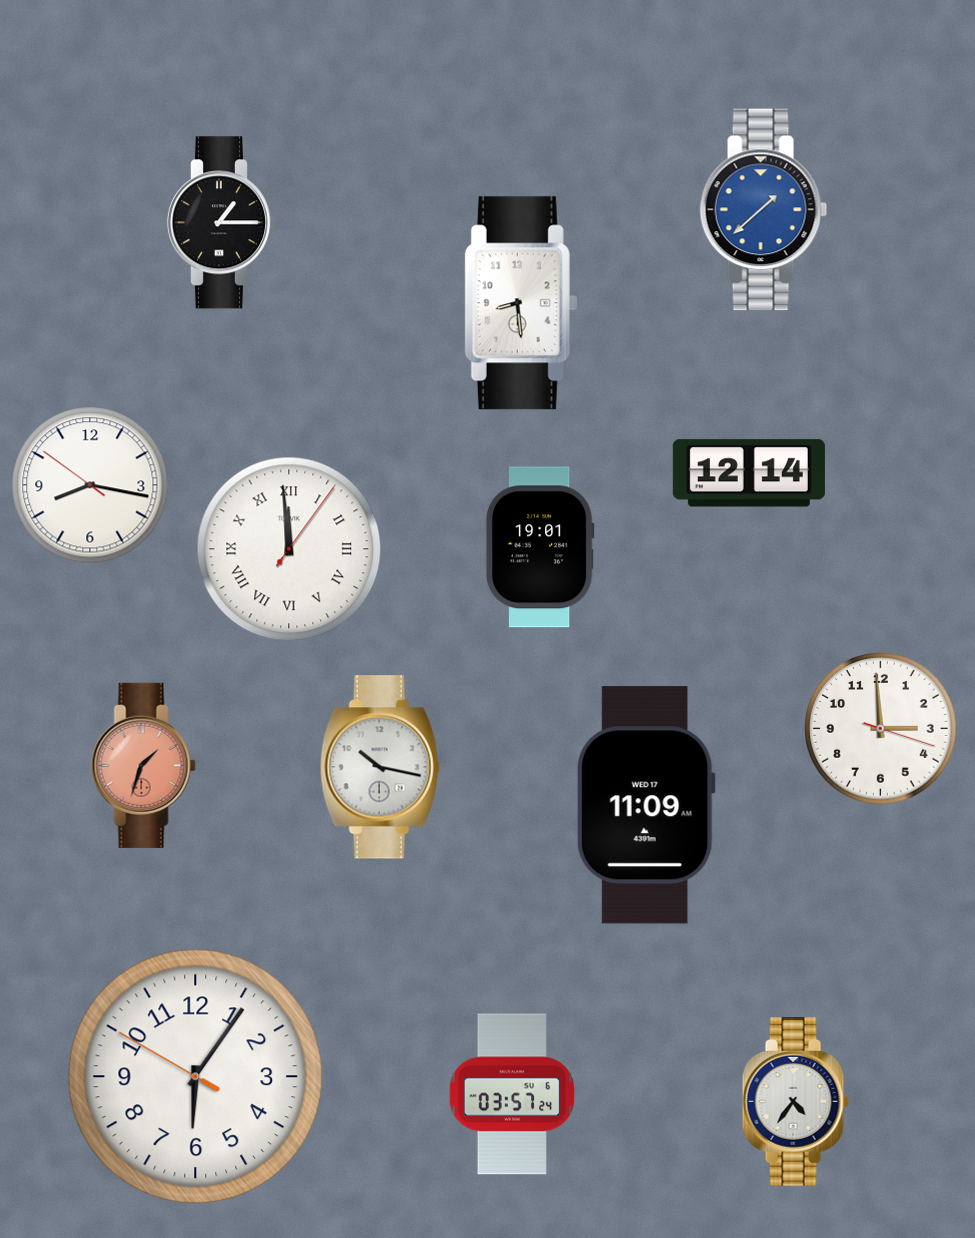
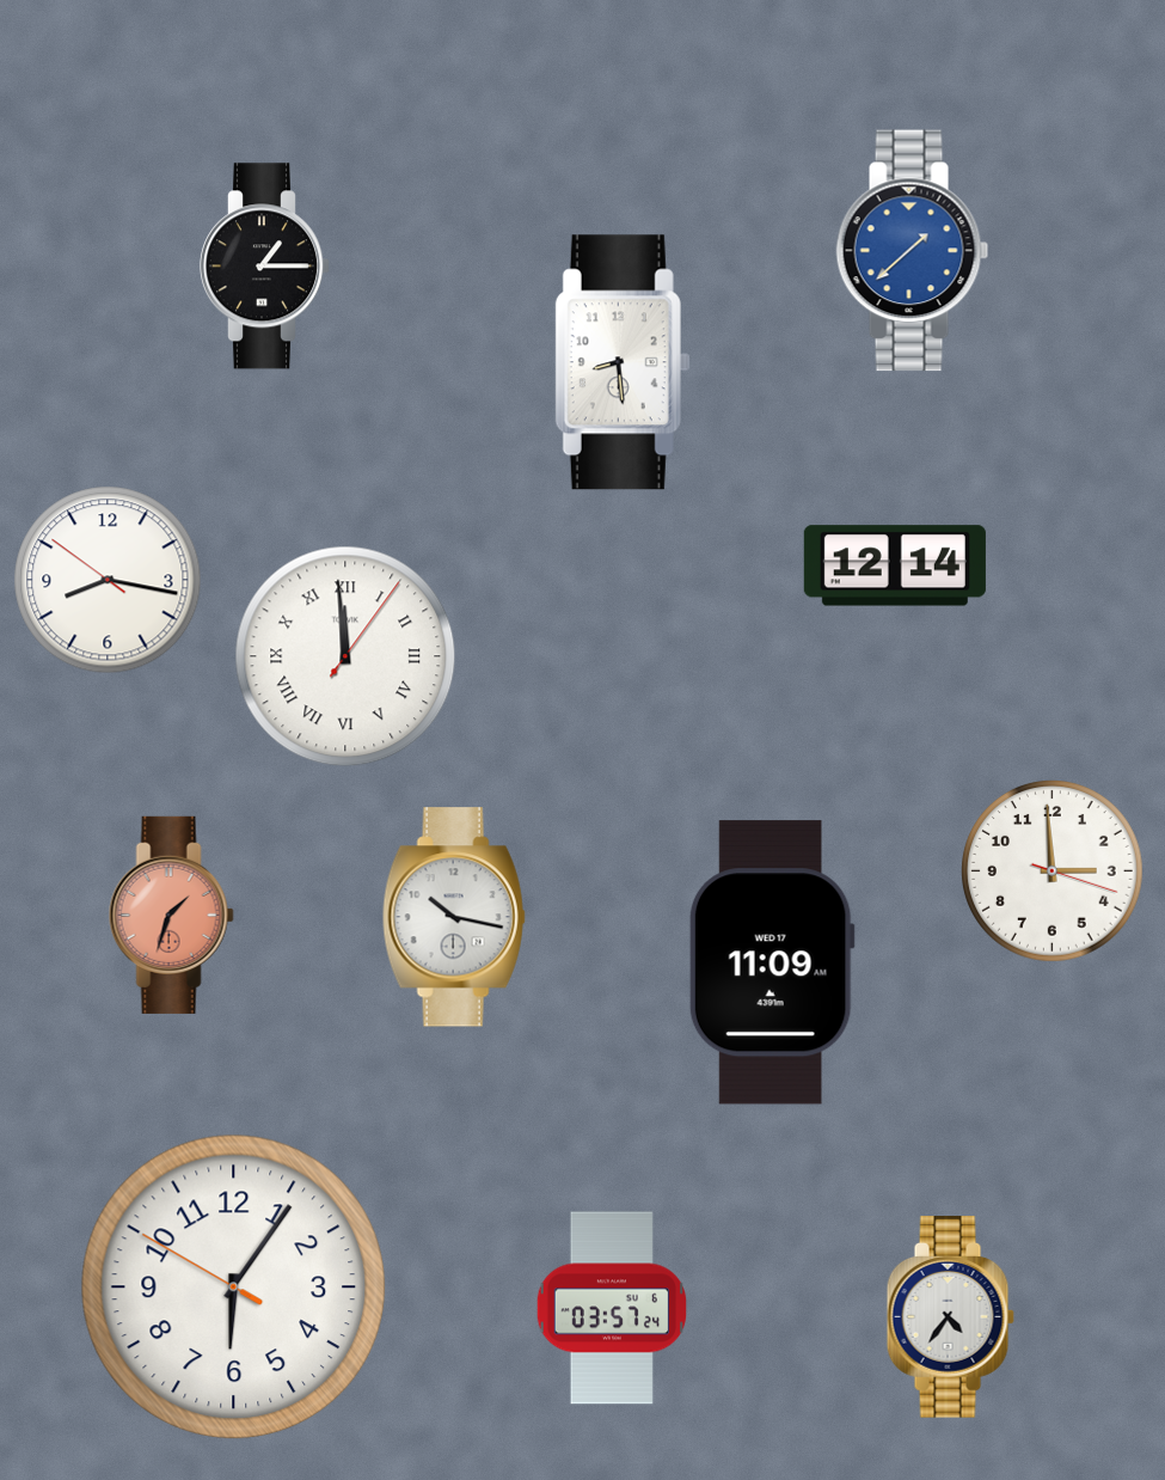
clock at (540, 547): 19:01 -> none
